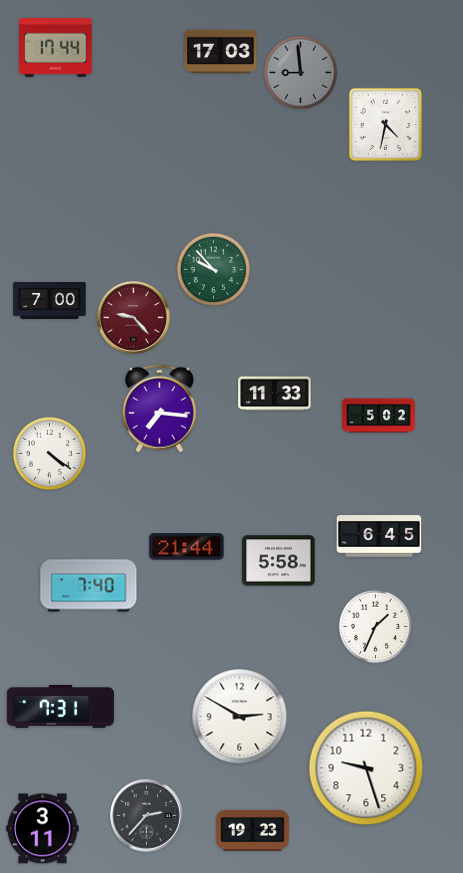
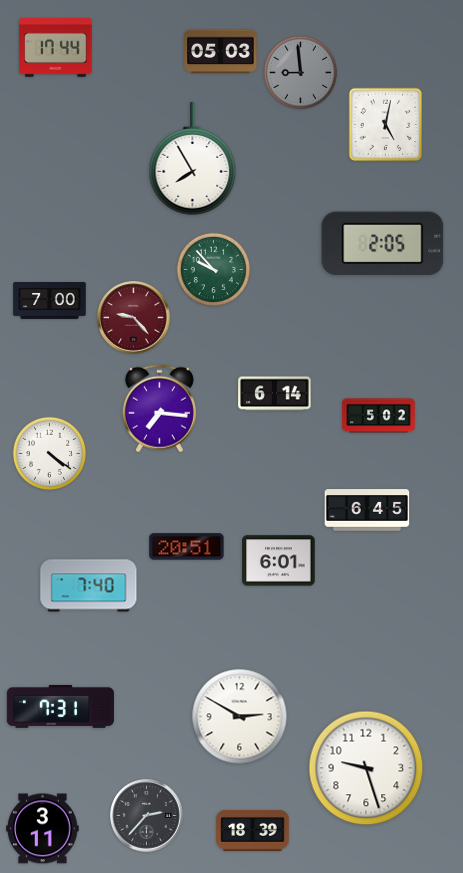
clock at (221, 52): 17:03 -> 05:03
clock at (386, 125): 4:32 -> 5:02
clock at (193, 159): none -> 7:55
clock at (383, 244): none -> 2:05
clock at (275, 394): 11:33 -> 6:14
clock at (379, 536) position: (379, 536) -> (367, 510)
clock at (187, 547): 21:44 -> 20:51
clock at (279, 561): 5:58 -> 6:01
clock at (375, 626): 1:34 -> none
clock at (253, 830): 19:23 -> 18:39
